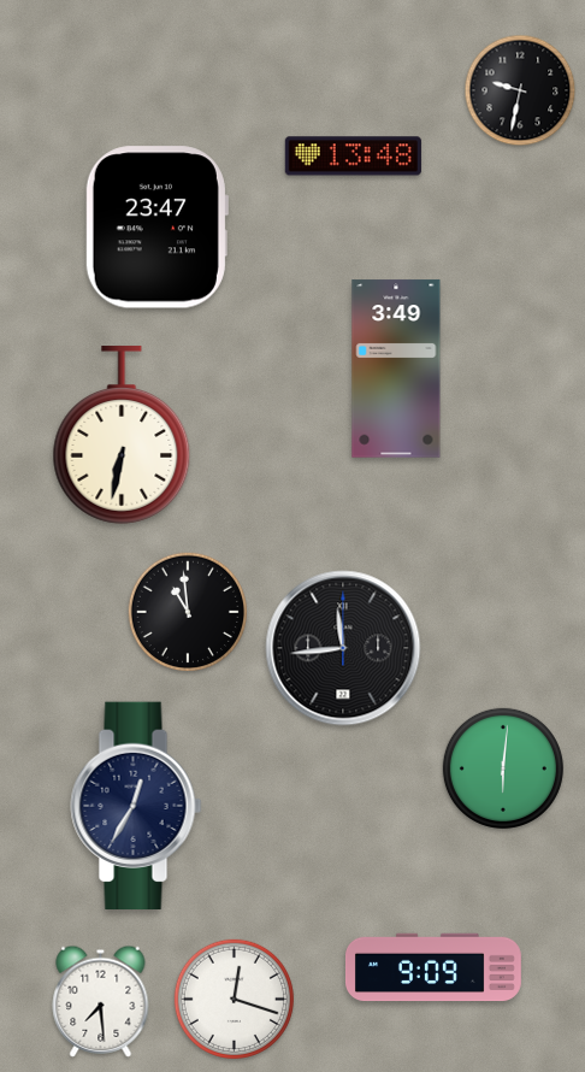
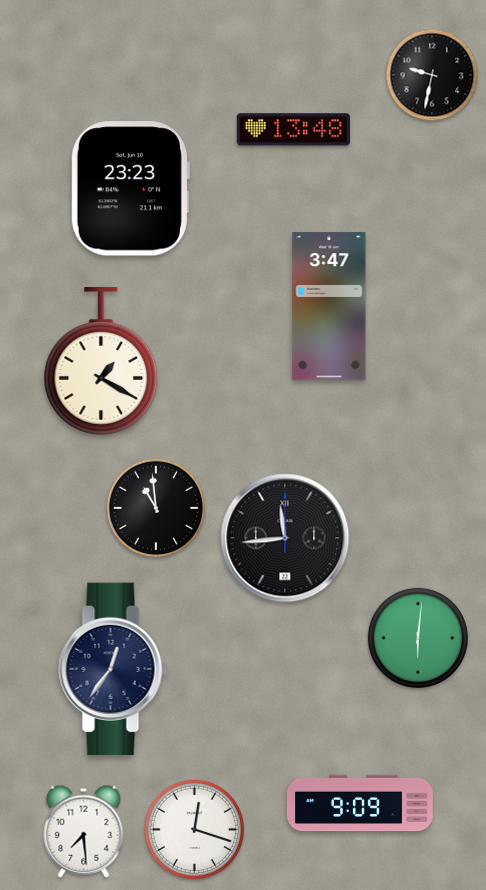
clock at (156, 228): 23:47 -> 23:23
clock at (396, 369): 3:49 -> 3:47
clock at (122, 435): 6:32 -> 1:20
clock at (136, 805): 12:35 -> 12:36
